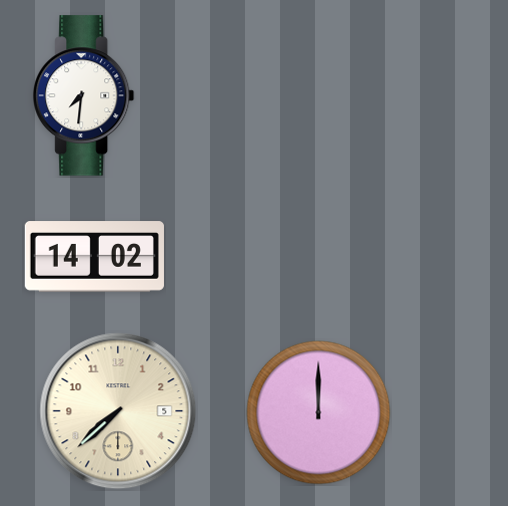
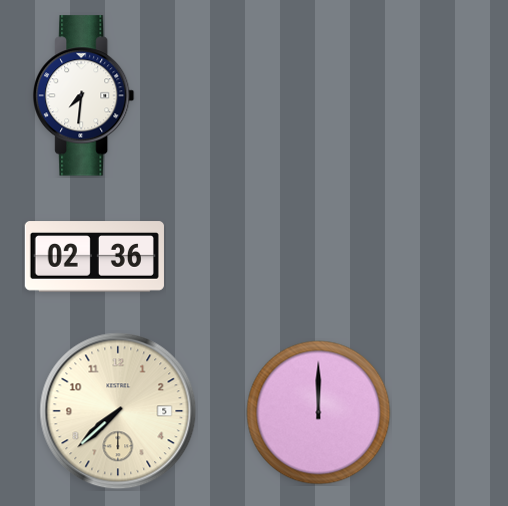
clock at (94, 257): 14:02 -> 02:36
